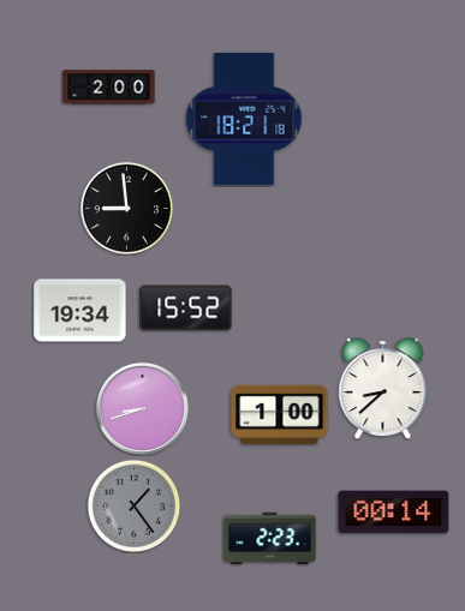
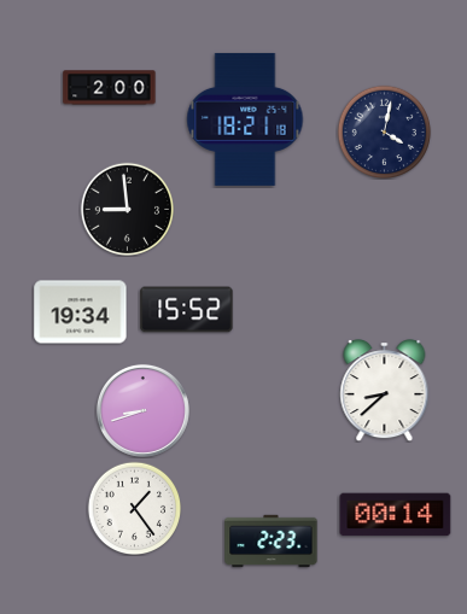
clock at (384, 131): none -> 4:02
clock at (280, 415): 1:00 -> none
clock at (133, 505) dial: grey -> white
